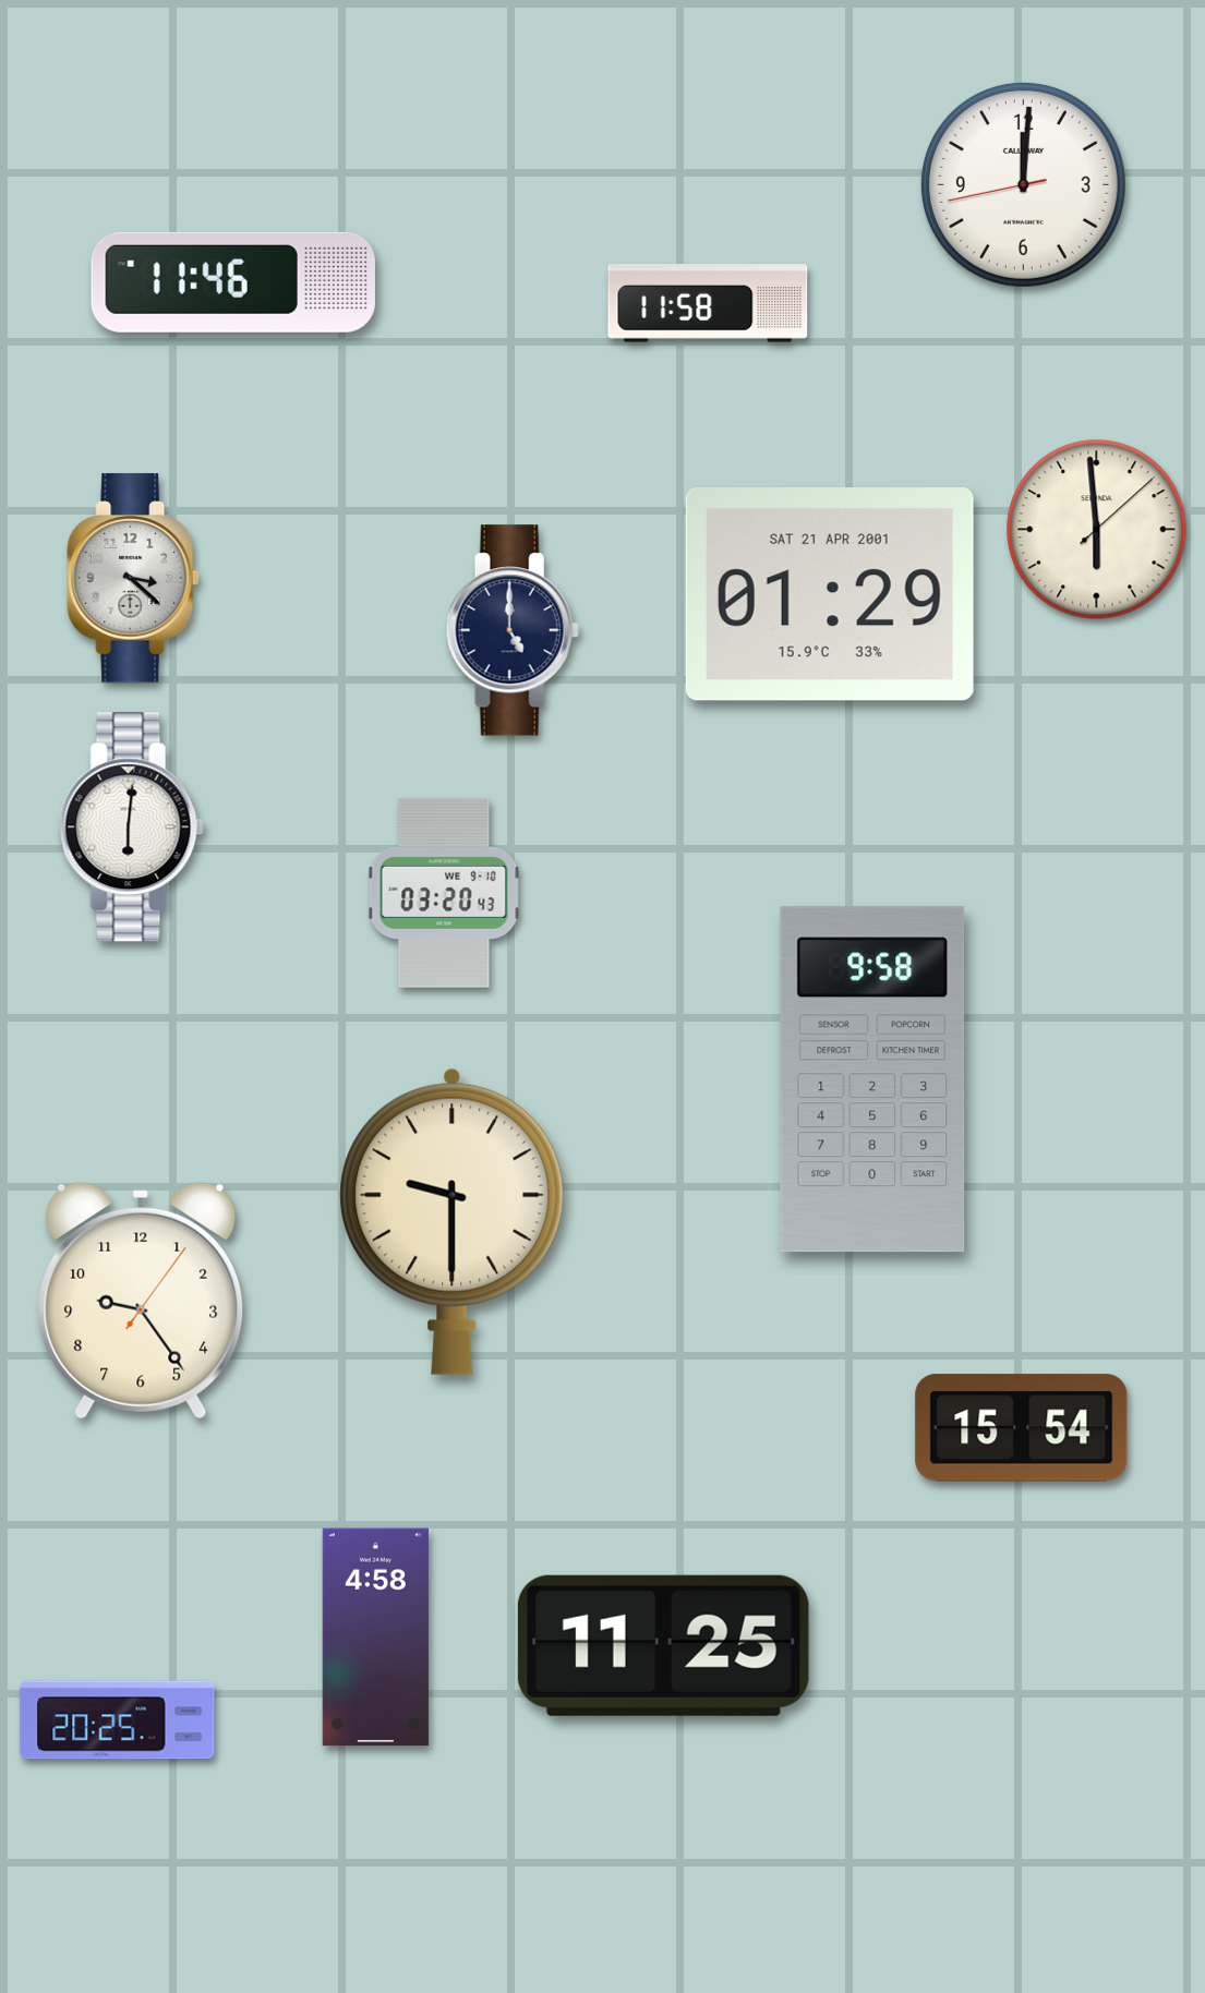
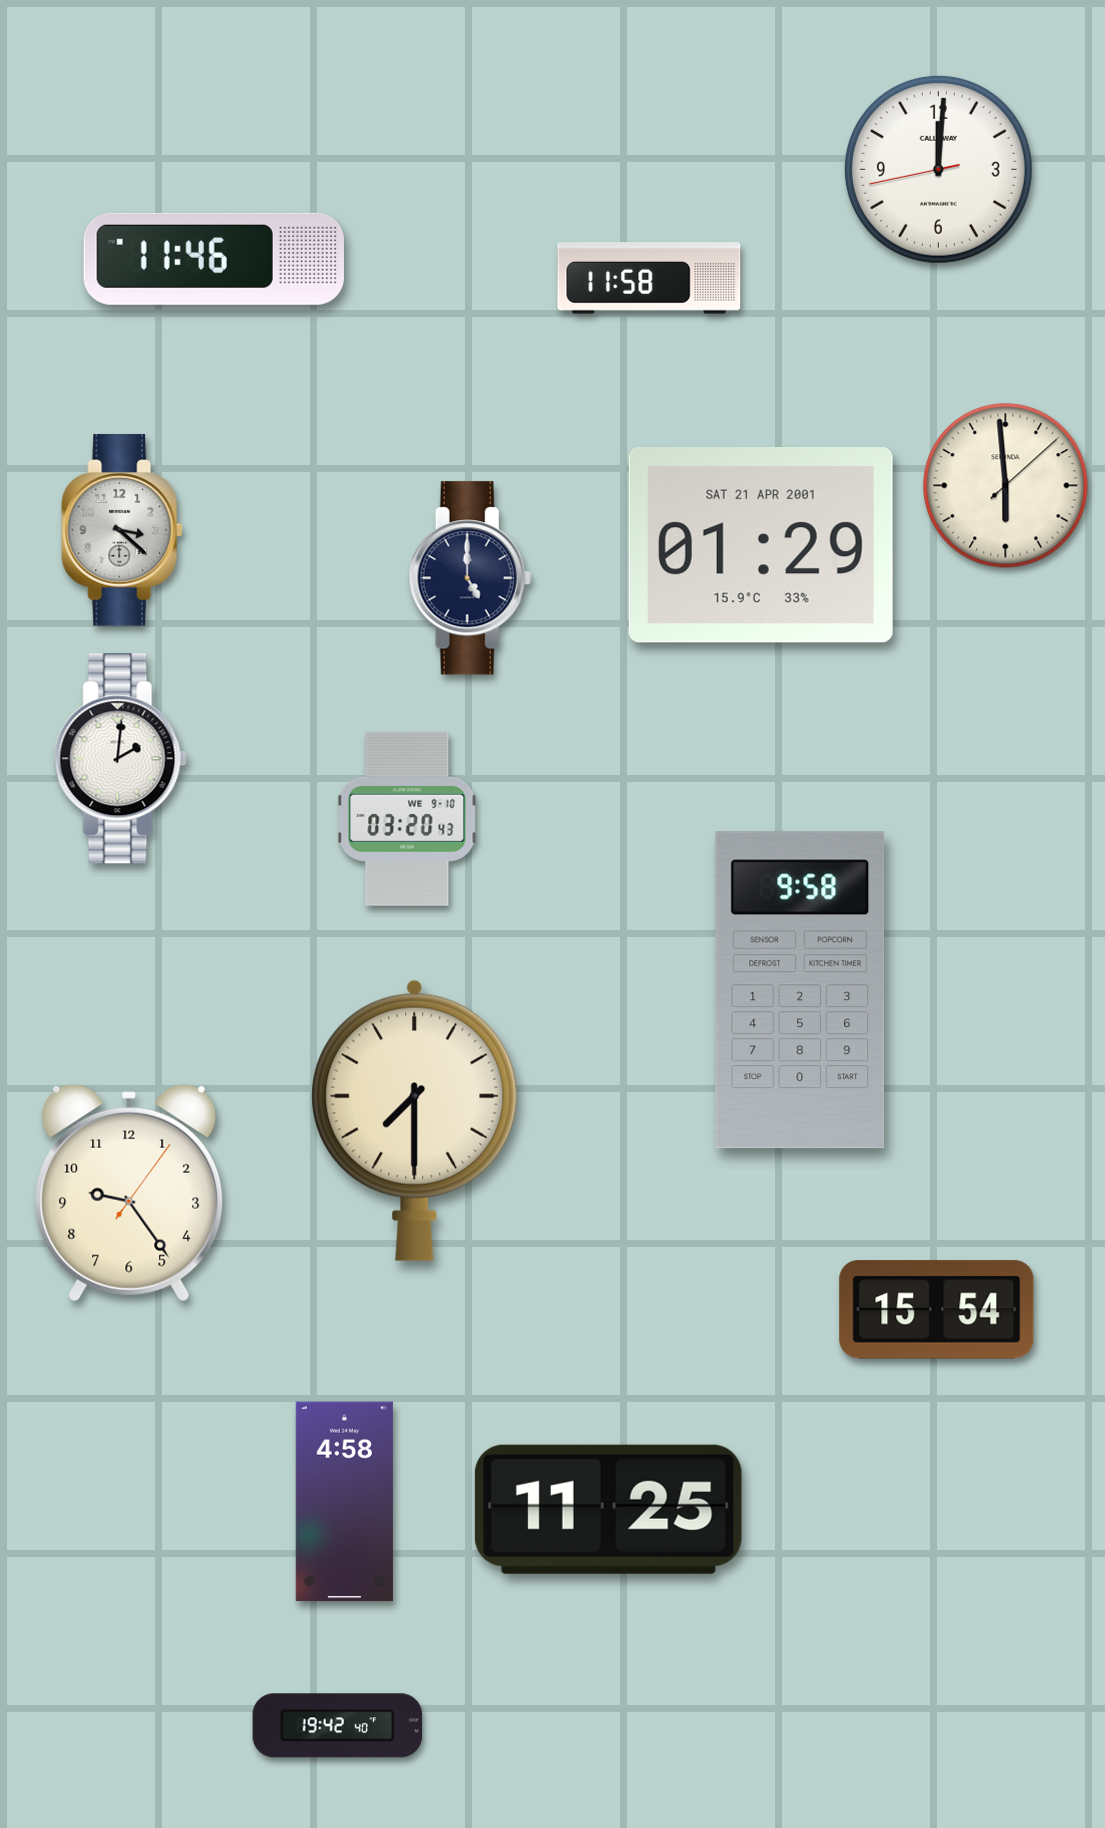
clock at (131, 828): 6:01 -> 2:01
clock at (453, 1221): 9:30 -> 7:30
clock at (118, 1720): 20:25 -> none
clock at (338, 1726): none -> 19:42
